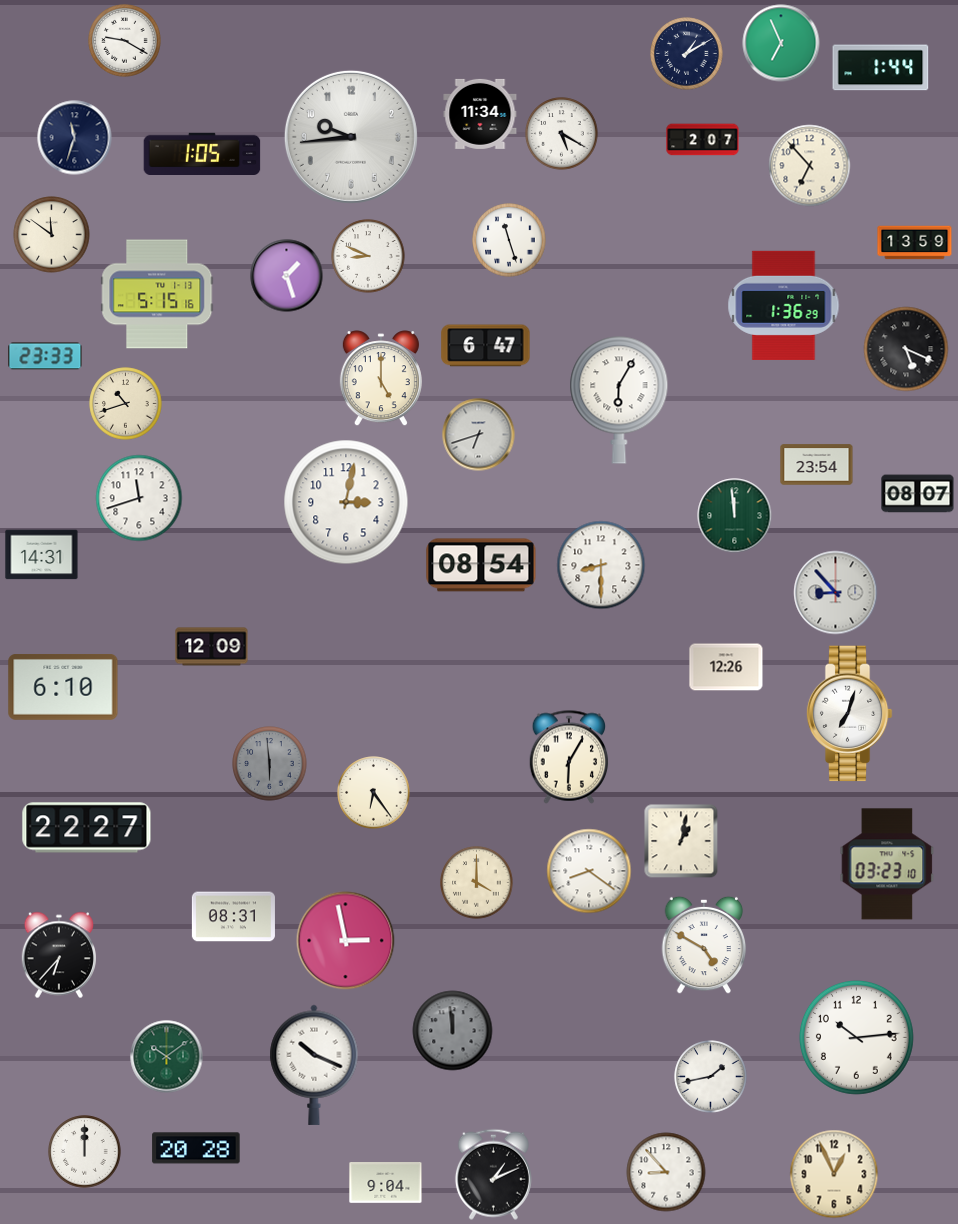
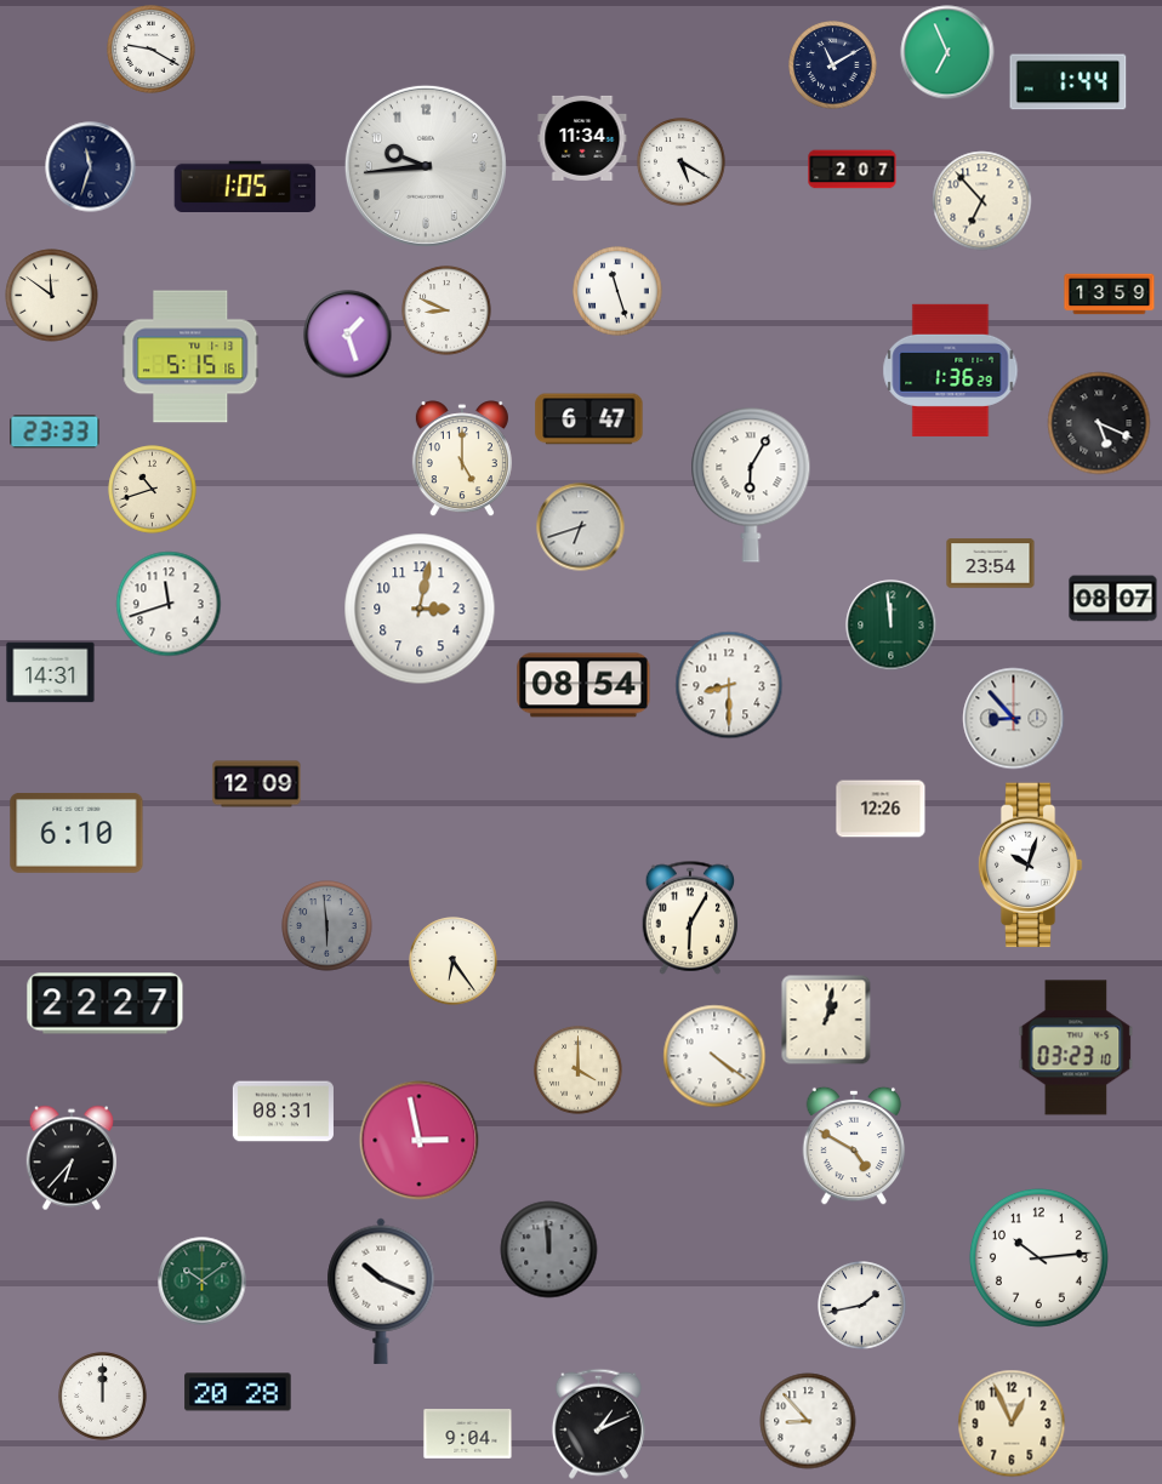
clock at (687, 54): 1:10 -> 11:10
clock at (52, 235) position: (52, 235) -> (52, 296)
clock at (849, 714): 7:03 -> 10:03
clock at (589, 871): 8:21 -> 4:21
